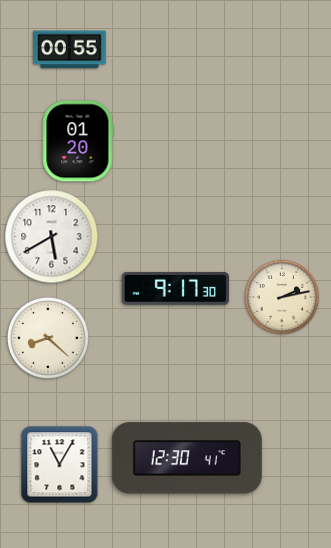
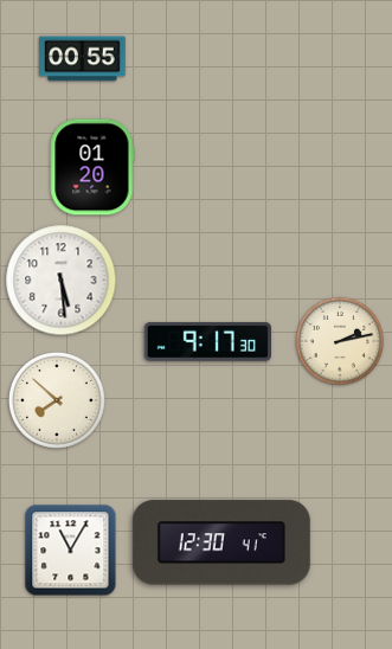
clock at (52, 237): 5:40 -> 5:29
clock at (281, 296) position: (281, 296) -> (339, 340)
clock at (48, 338): 8:22 -> 7:52
